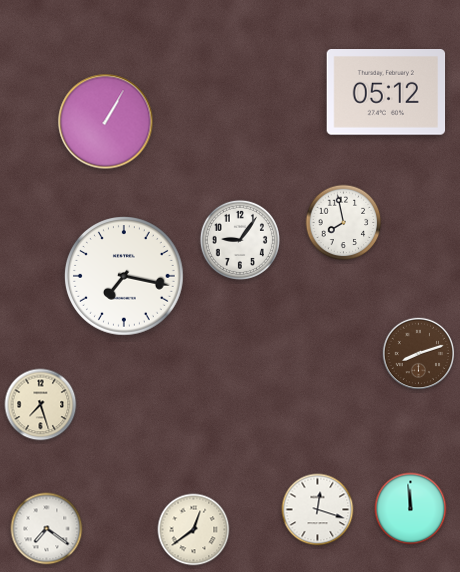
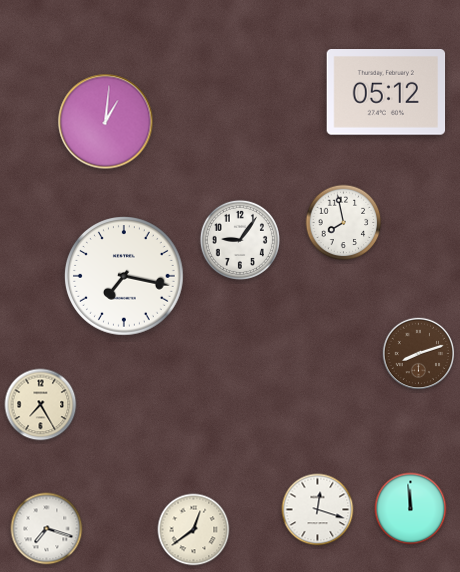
clock at (106, 122): 1:05 -> 1:01
clock at (41, 405): 7:27 -> 7:25
clock at (47, 529): 7:21 -> 7:18
